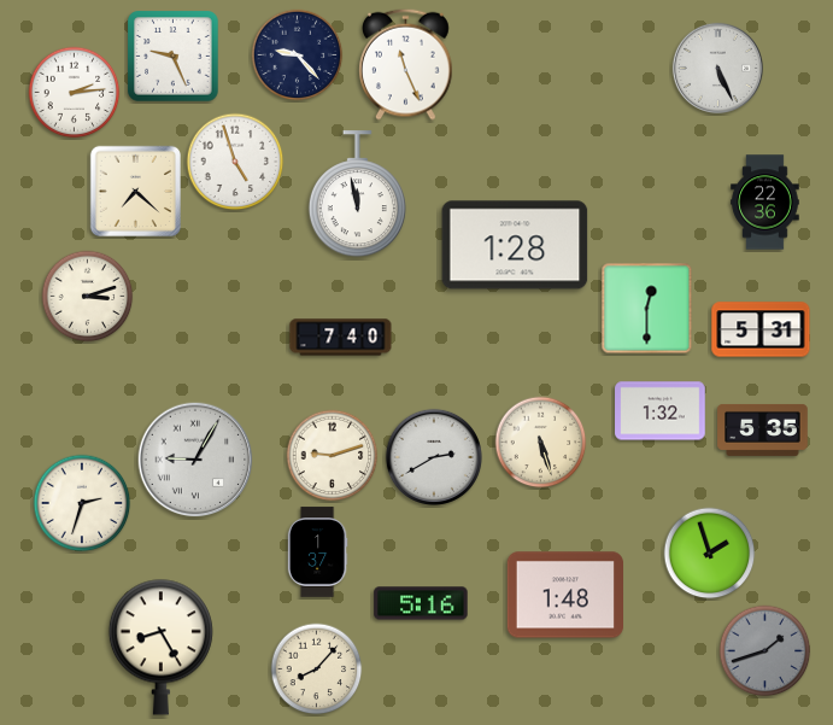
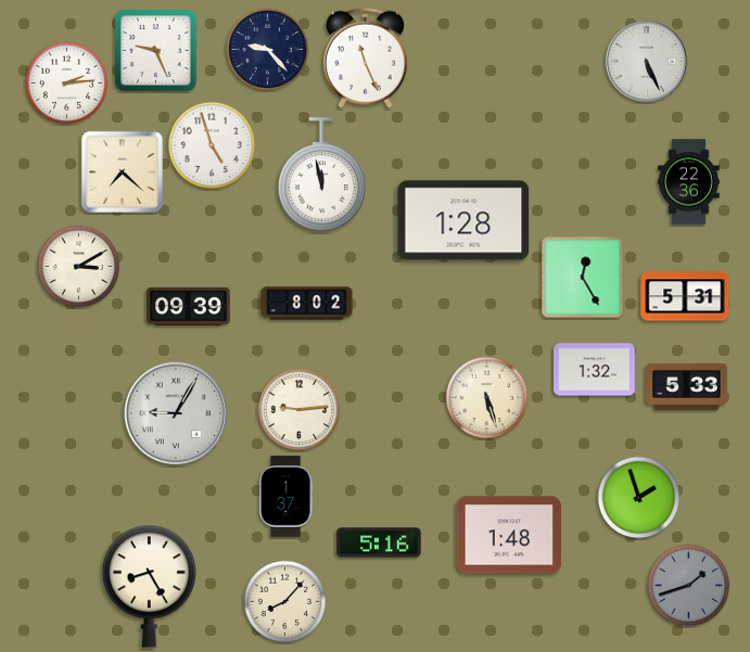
clock at (88, 297): 3:12 -> 3:10
clock at (647, 309): 12:30 -> 12:25
clock at (341, 338): 7:40 -> 8:02
clock at (189, 306): none -> 09:39
clock at (763, 429): 5:35 -> 5:33
clock at (333, 456): 9:12 -> 9:14
clock at (434, 457): 2:40 -> none
clock at (82, 503): 2:33 -> none
clock at (160, 647) position: (160, 647) -> (149, 586)
